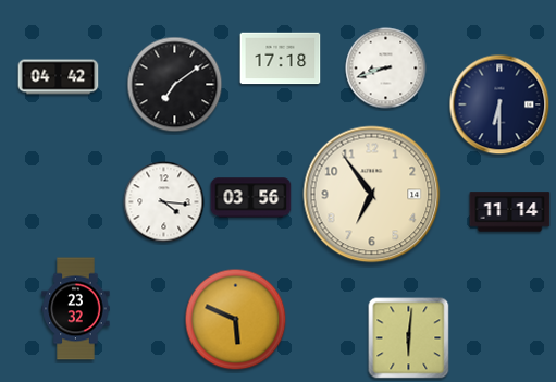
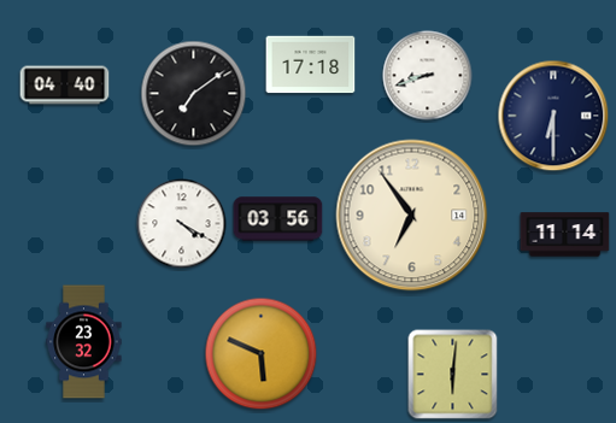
clock at (59, 77): 04:42 -> 04:40
clock at (164, 202): 4:16 -> 4:20
